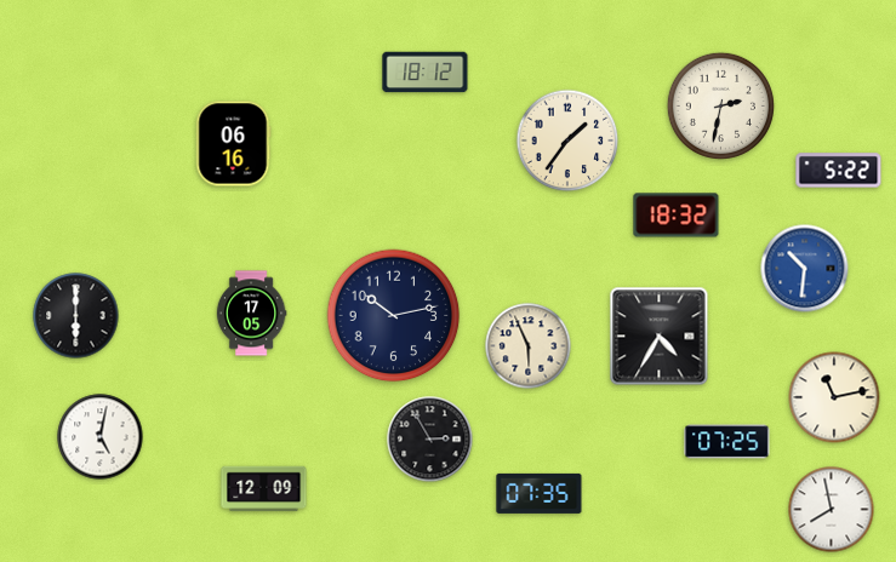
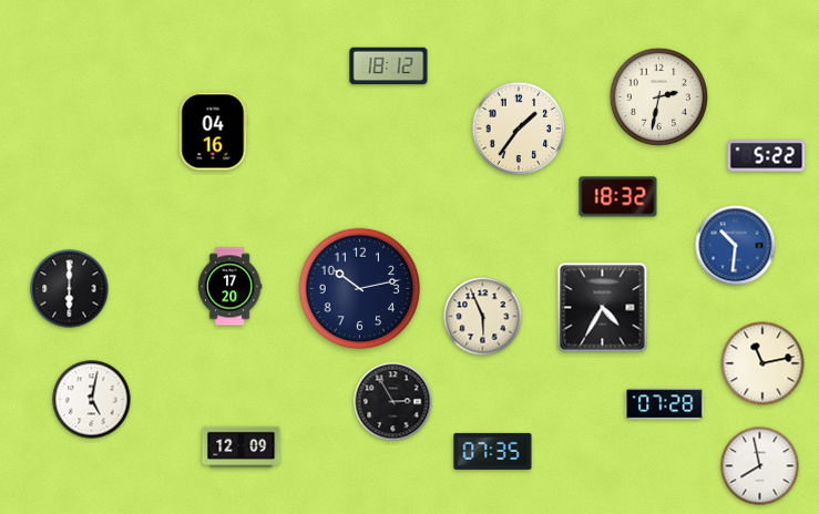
clock at (234, 144): 06:16 -> 04:16
clock at (251, 314): 17:05 -> 17:20
clock at (727, 442): 07:25 -> 07:28
